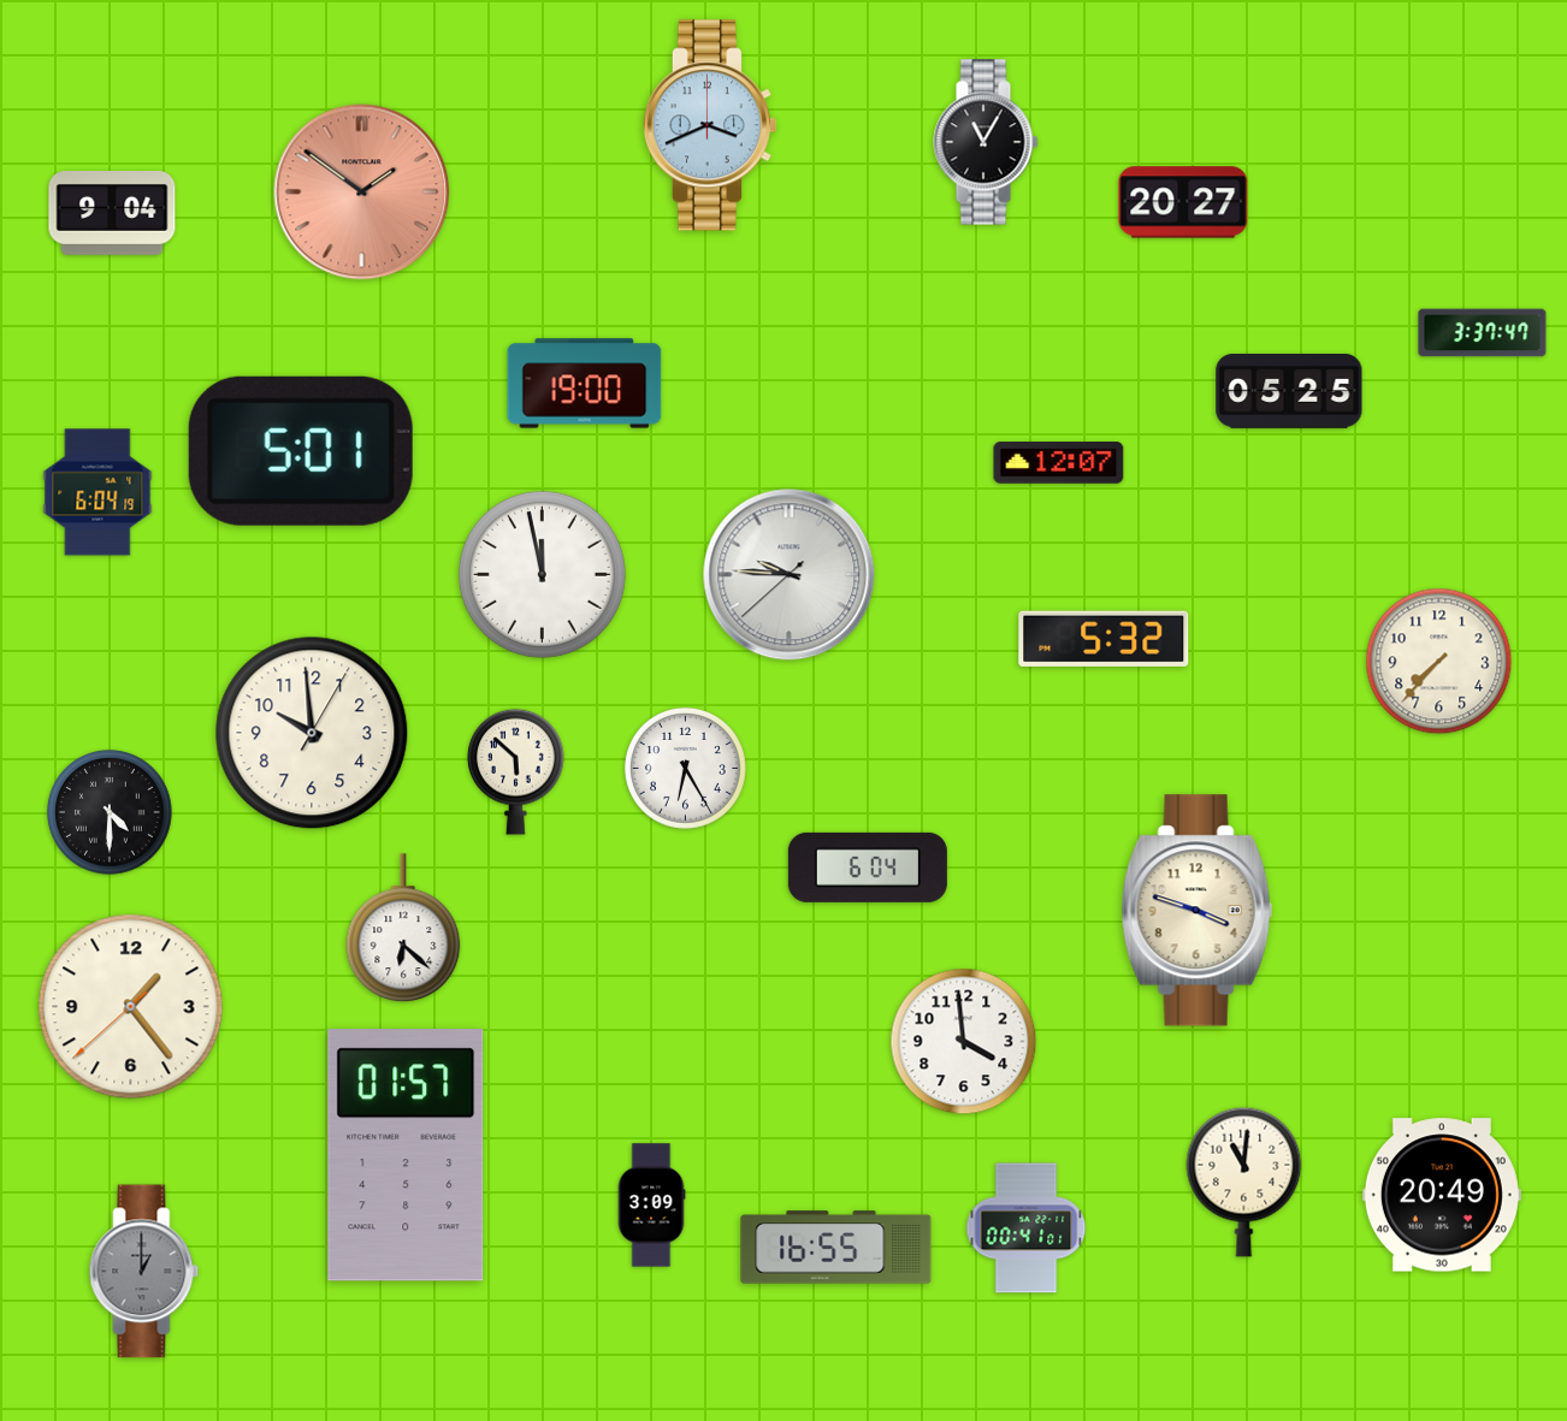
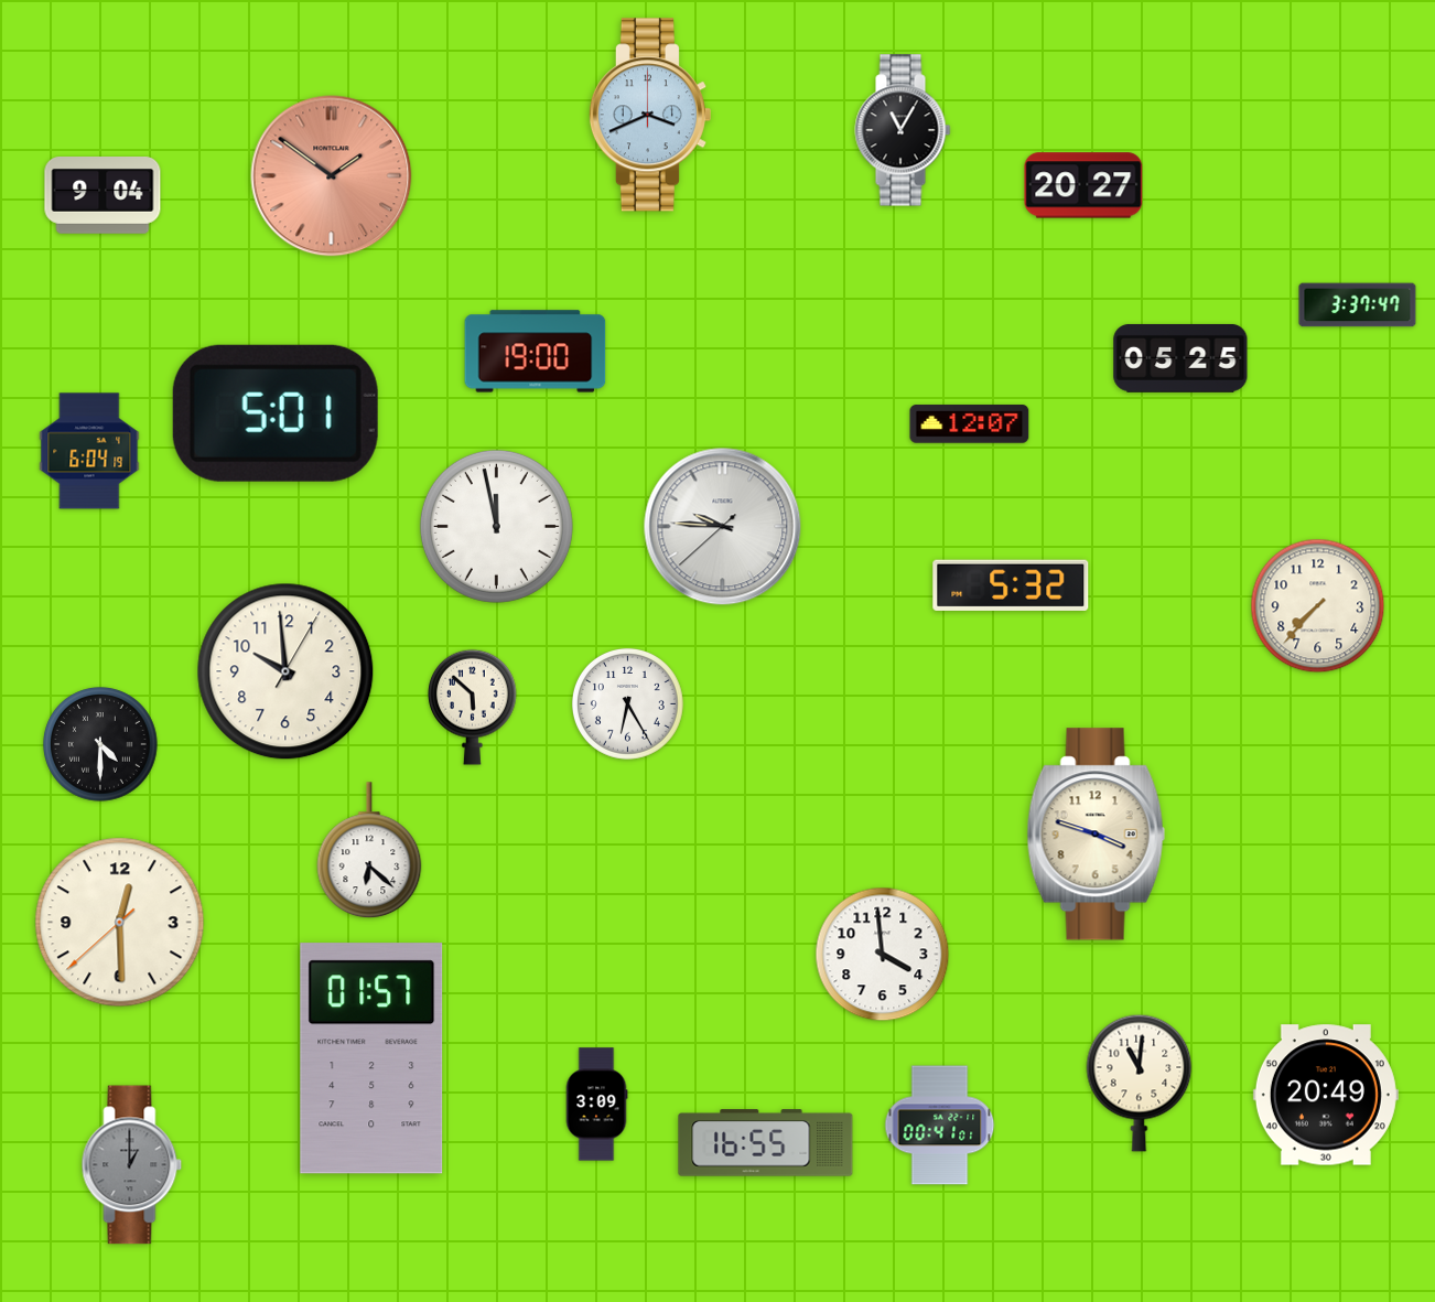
clock at (868, 868): 6:04 -> none
clock at (131, 1007): 1:23 -> 12:29
clock at (1442, 1195) position: (1442, 1195) -> (1326, 1095)
